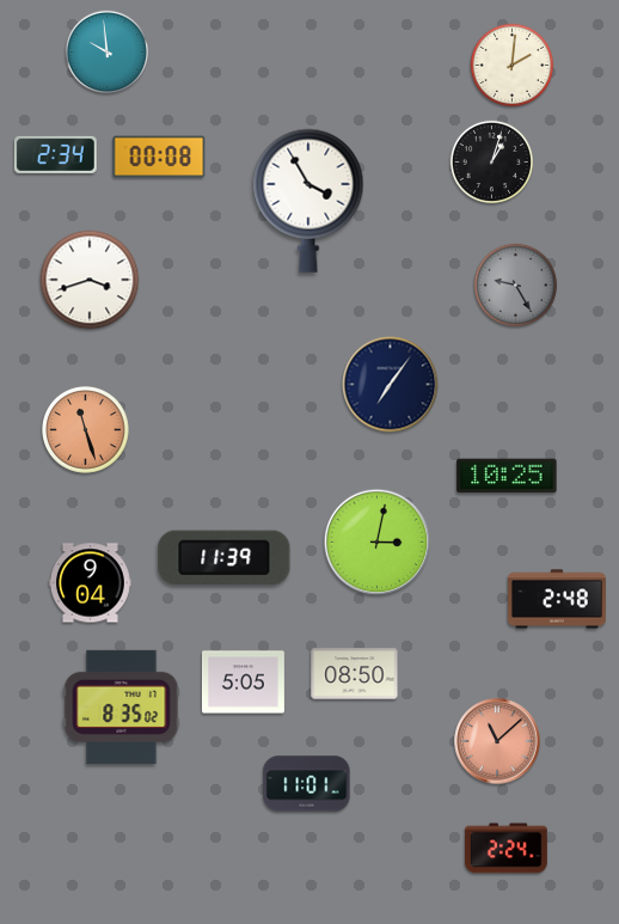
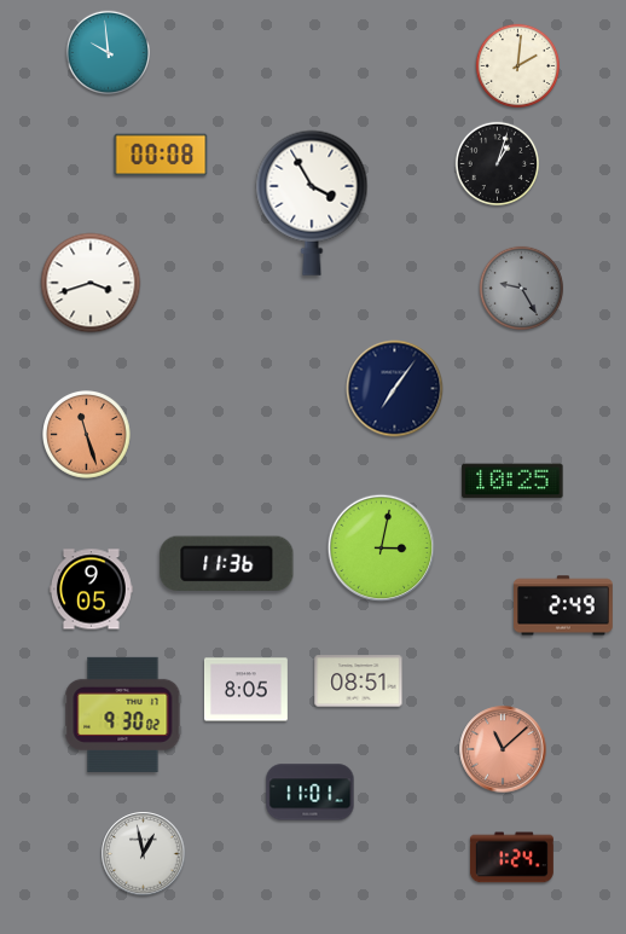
clock at (55, 154): 2:34 -> none
clock at (159, 157) position: (159, 157) -> (161, 155)
clock at (225, 557): 11:39 -> 11:36
clock at (90, 583): 9:04 -> 9:05
clock at (558, 599): 2:48 -> 2:49
clock at (355, 674): 08:50 -> 08:51
clock at (243, 683): 5:05 -> 8:05
clock at (122, 706): 8:35 -> 9:30
clock at (144, 854): none -> 12:58
clock at (505, 849): 2:24 -> 1:24
